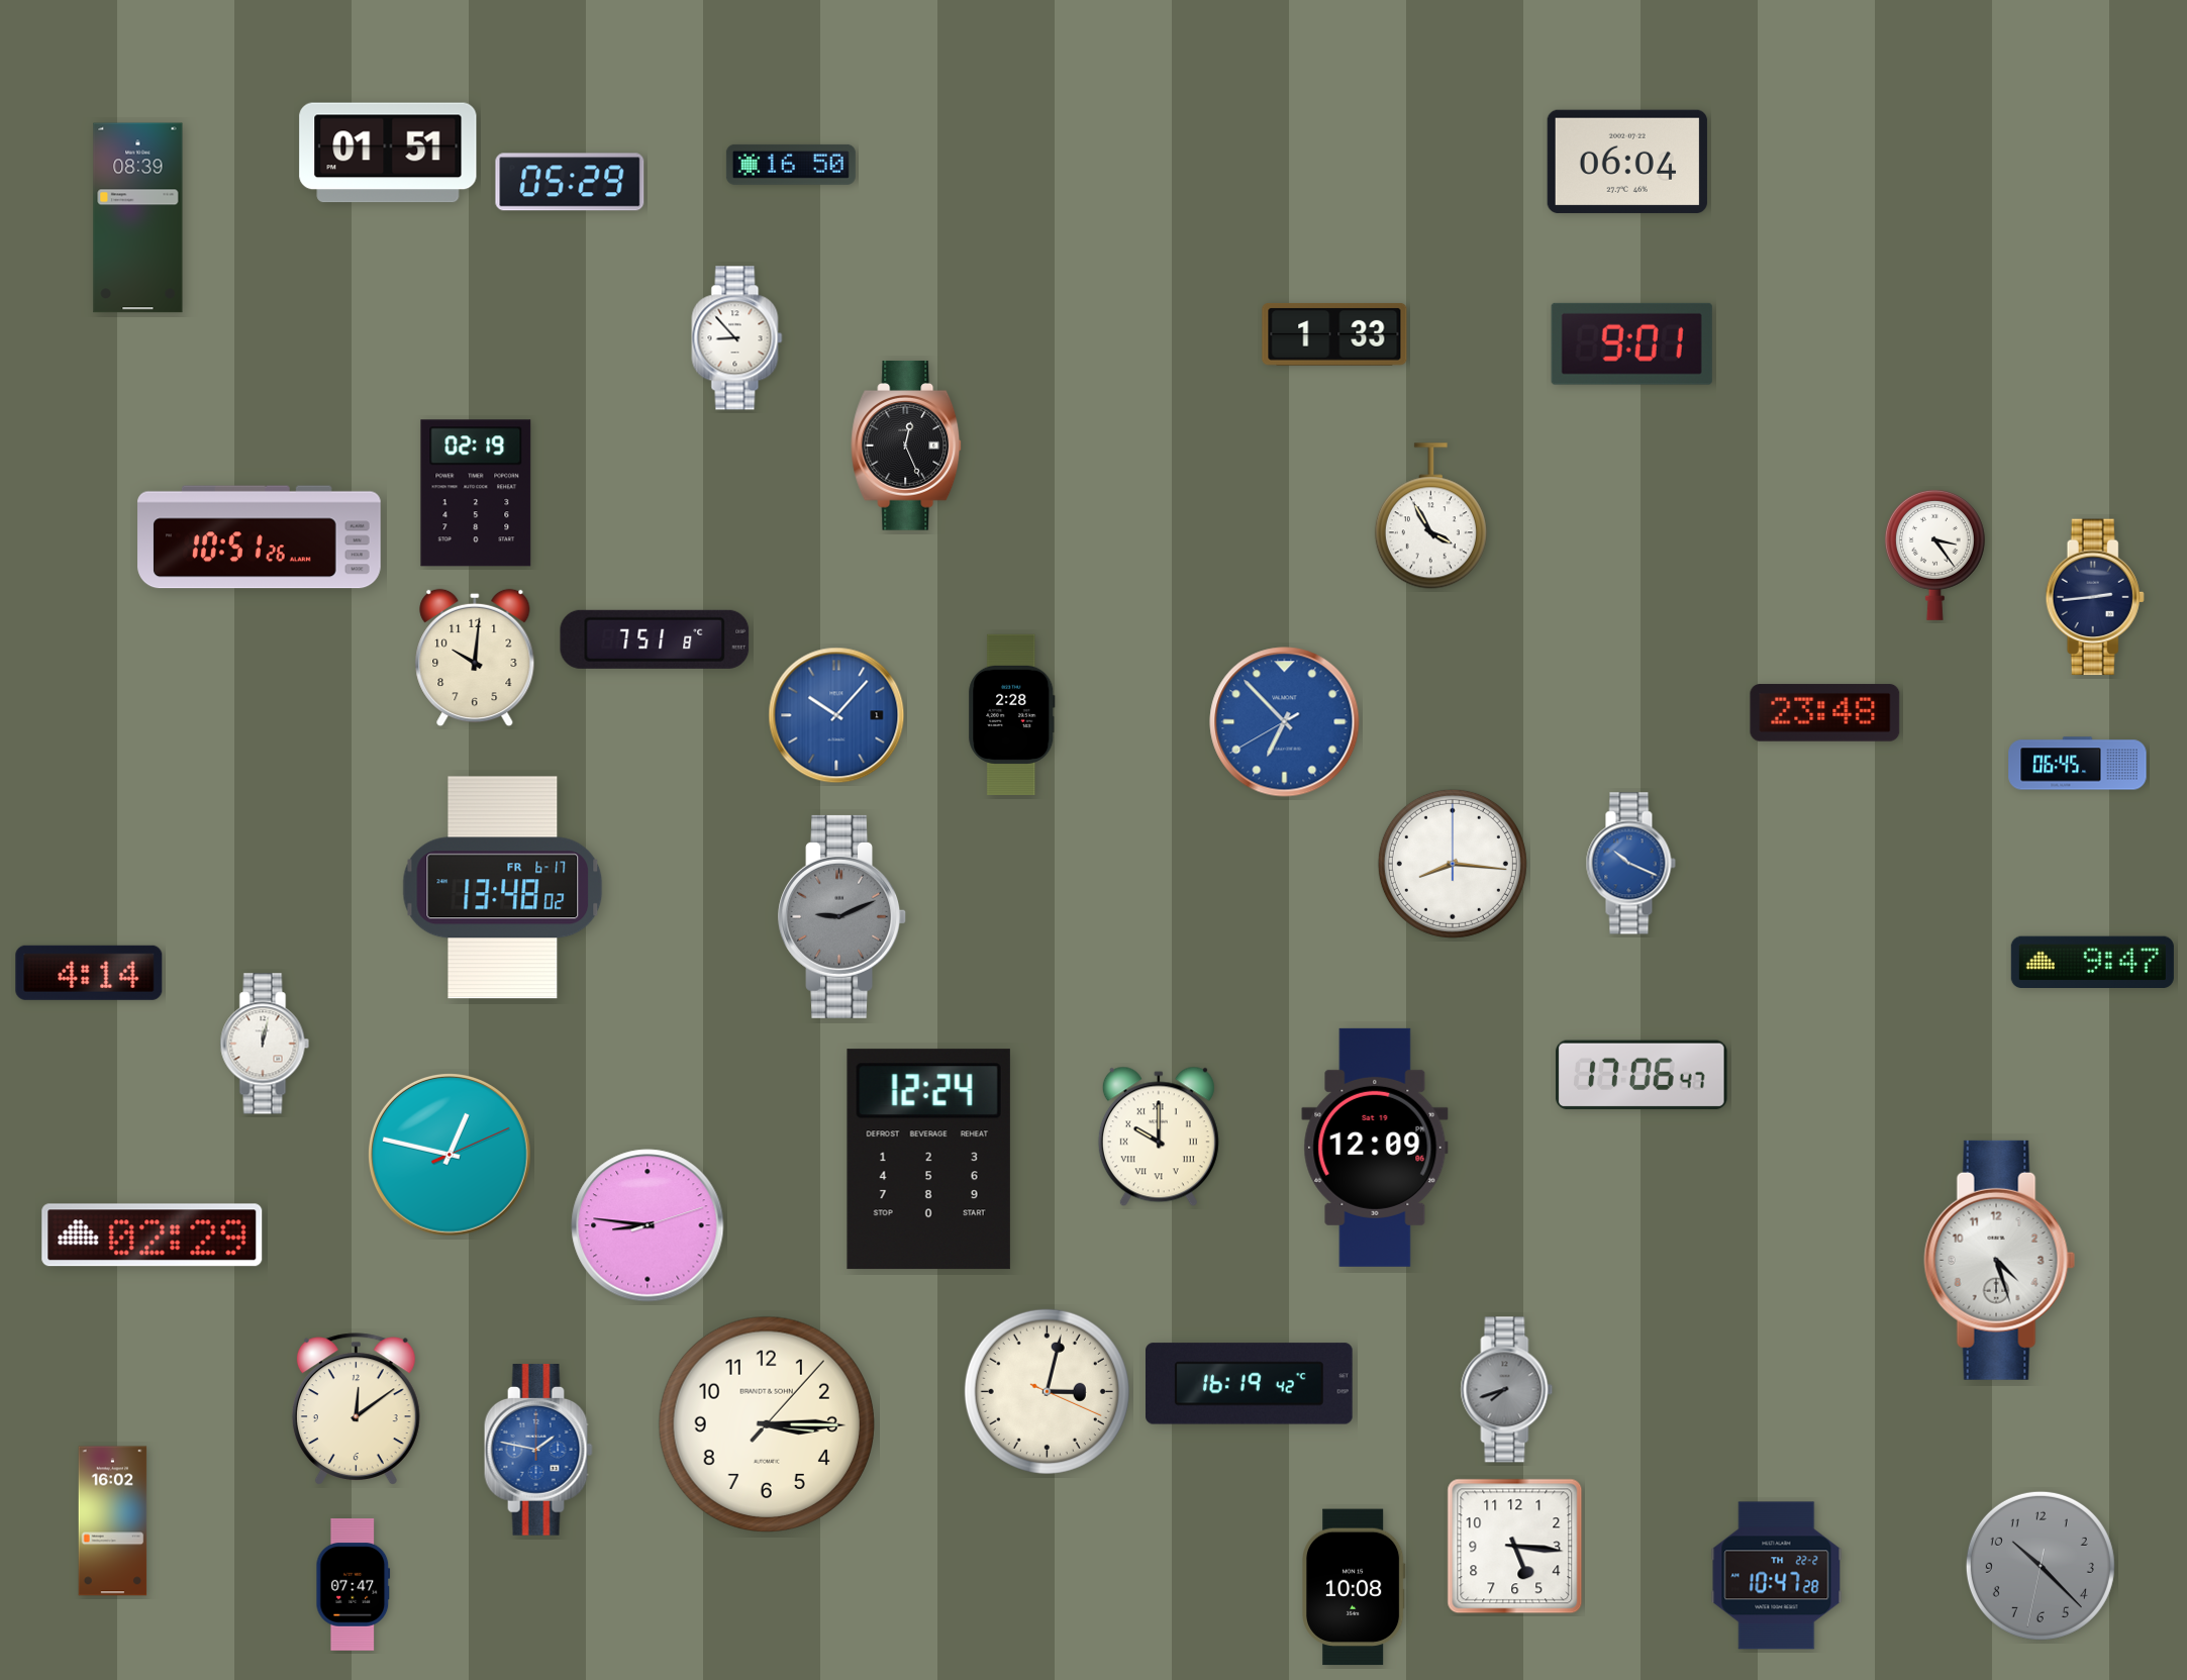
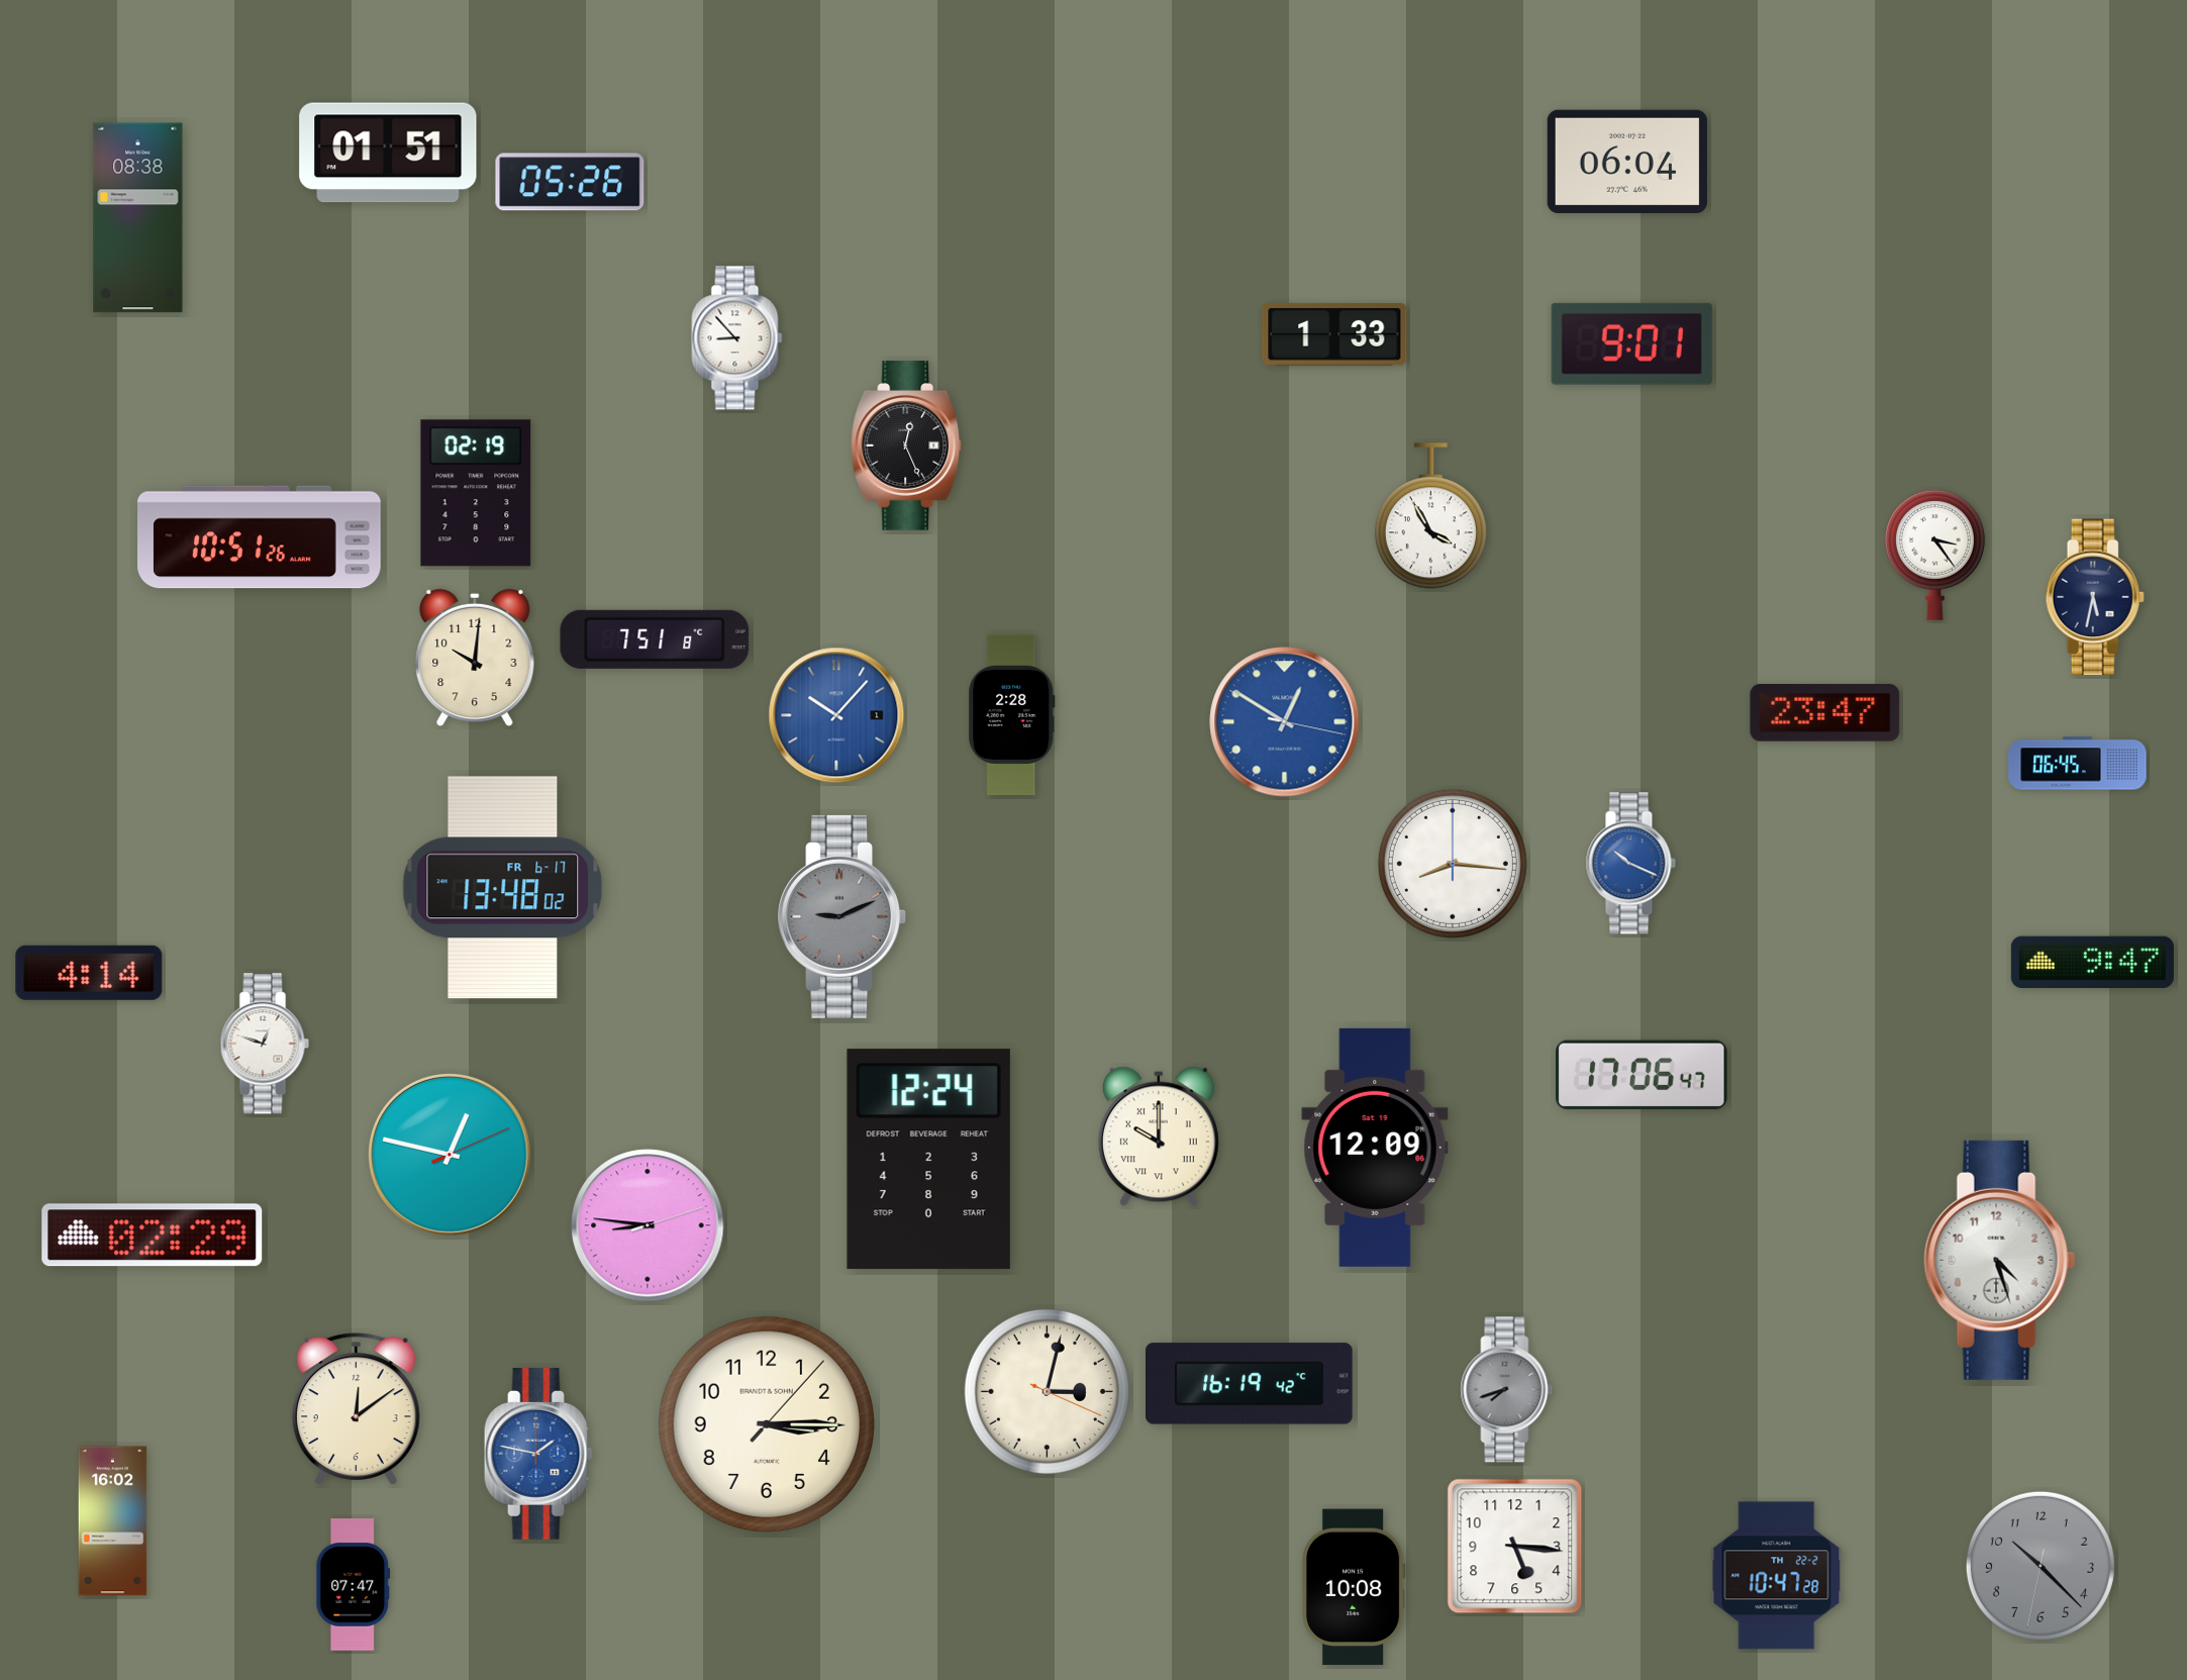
clock at (791, 165): 16:50 -> none
clock at (570, 182): 05:29 -> 05:26
clock at (138, 218): 08:39 -> 08:38
clock at (2095, 597): 2:44 -> 5:32
clock at (1825, 713): 23:48 -> 23:47
clock at (1285, 722): 6:52 -> 12:50
clock at (265, 1044): 12:02 -> 12:48
clock at (538, 1450) position: (538, 1450) -> (538, 1454)
